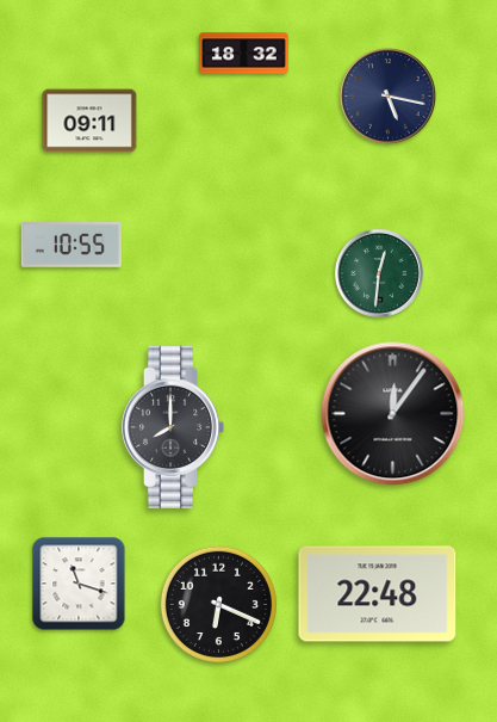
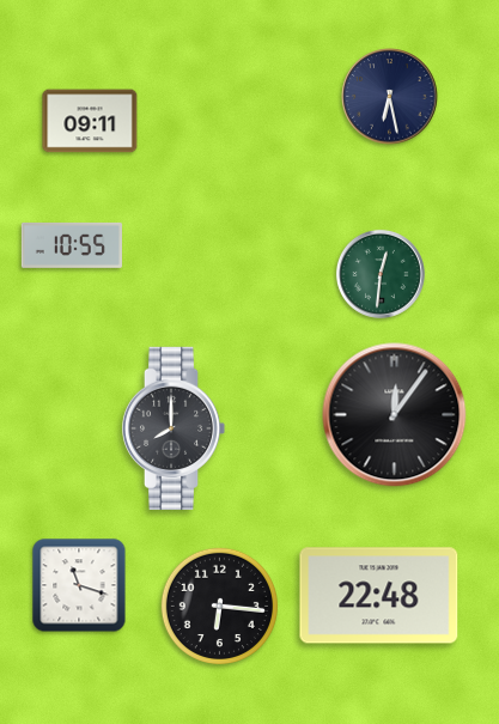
clock at (244, 54): 18:32 -> none
clock at (389, 97): 5:17 -> 6:28
clock at (218, 604): 6:19 -> 6:16
